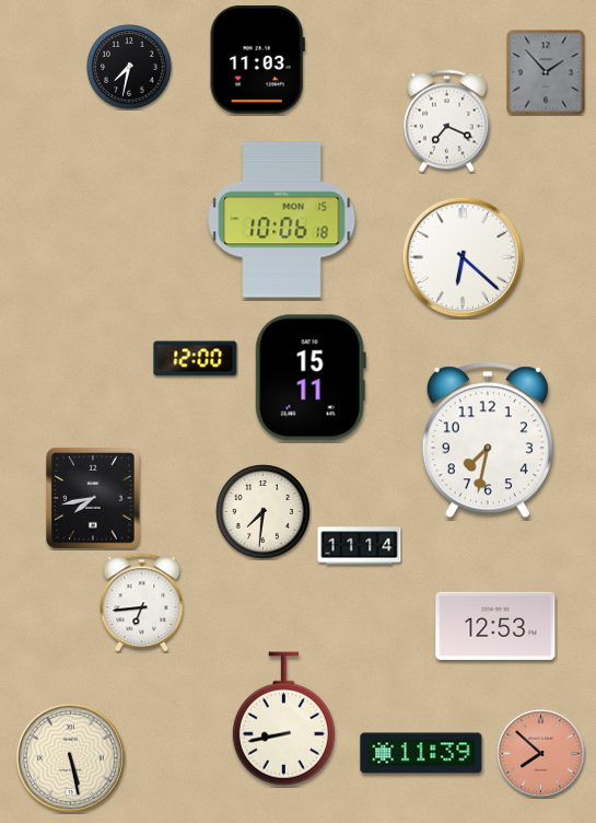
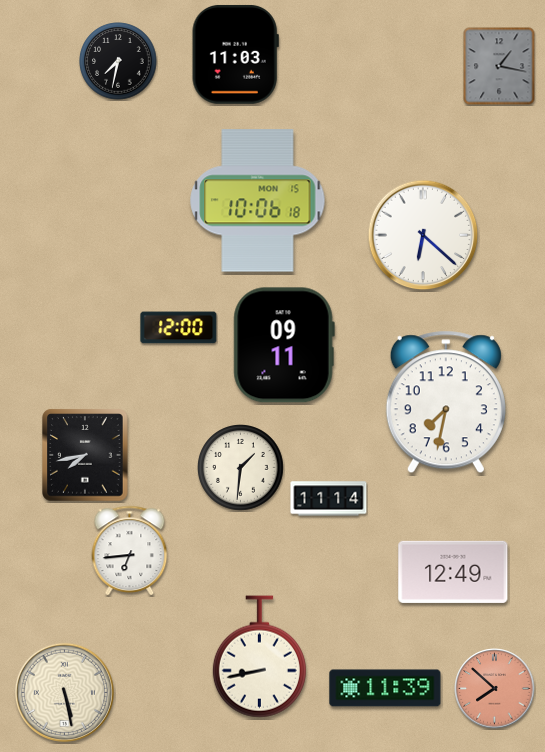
clock at (546, 72): 1:53 -> 1:17
clock at (447, 121): 7:19 -> none
clock at (311, 378): 15:11 -> 09:11
clock at (264, 512): 7:31 -> 1:31
clock at (495, 626): 12:53 -> 12:49
